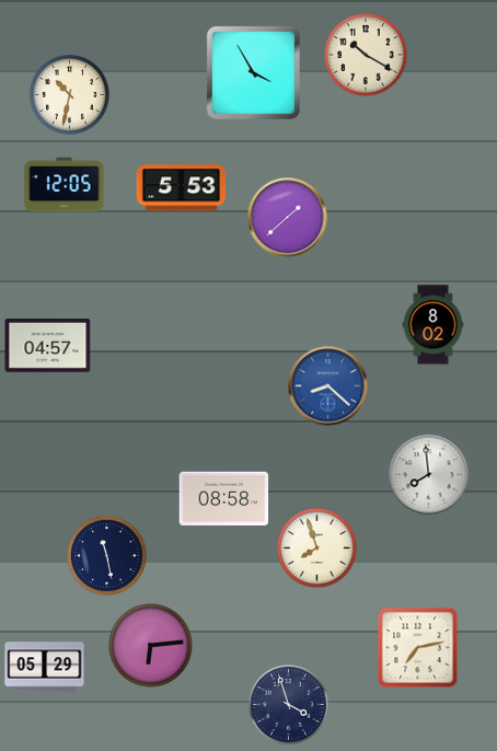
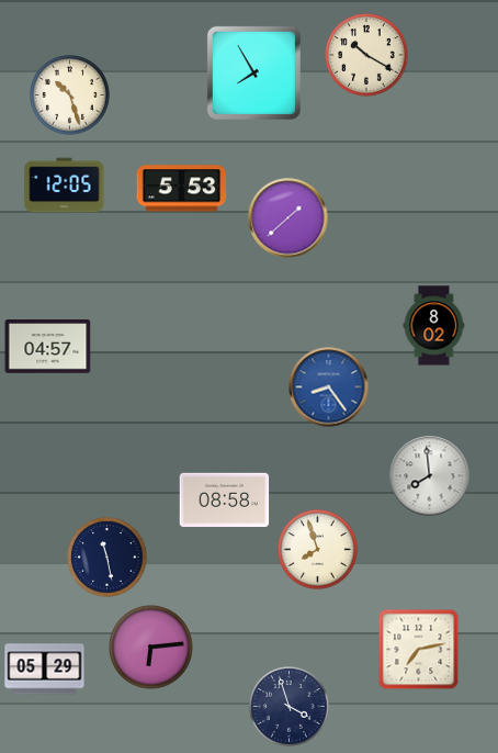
clock at (253, 72): 3:55 -> 7:55
clock at (70, 95): 10:32 -> 10:27
clock at (328, 386): 8:22 -> 8:24
